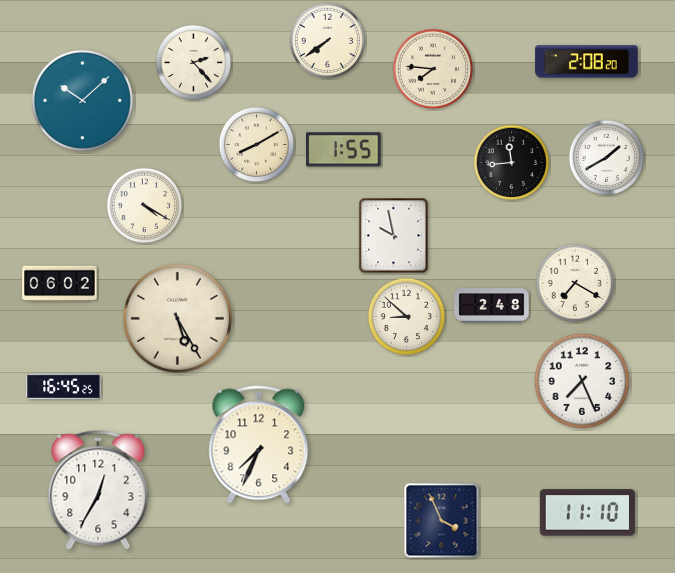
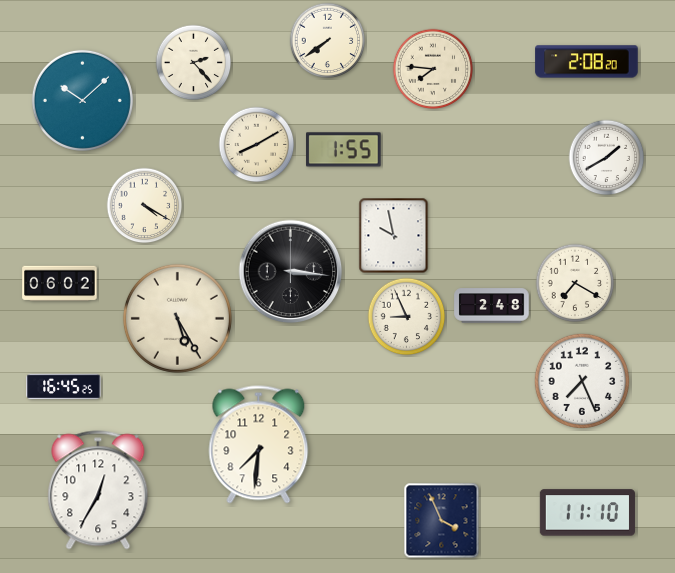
clock at (512, 163): 11:44 -> none
clock at (291, 272): none -> 3:16
clock at (407, 317): 8:52 -> 8:56
clock at (259, 445): 7:34 -> 7:31
